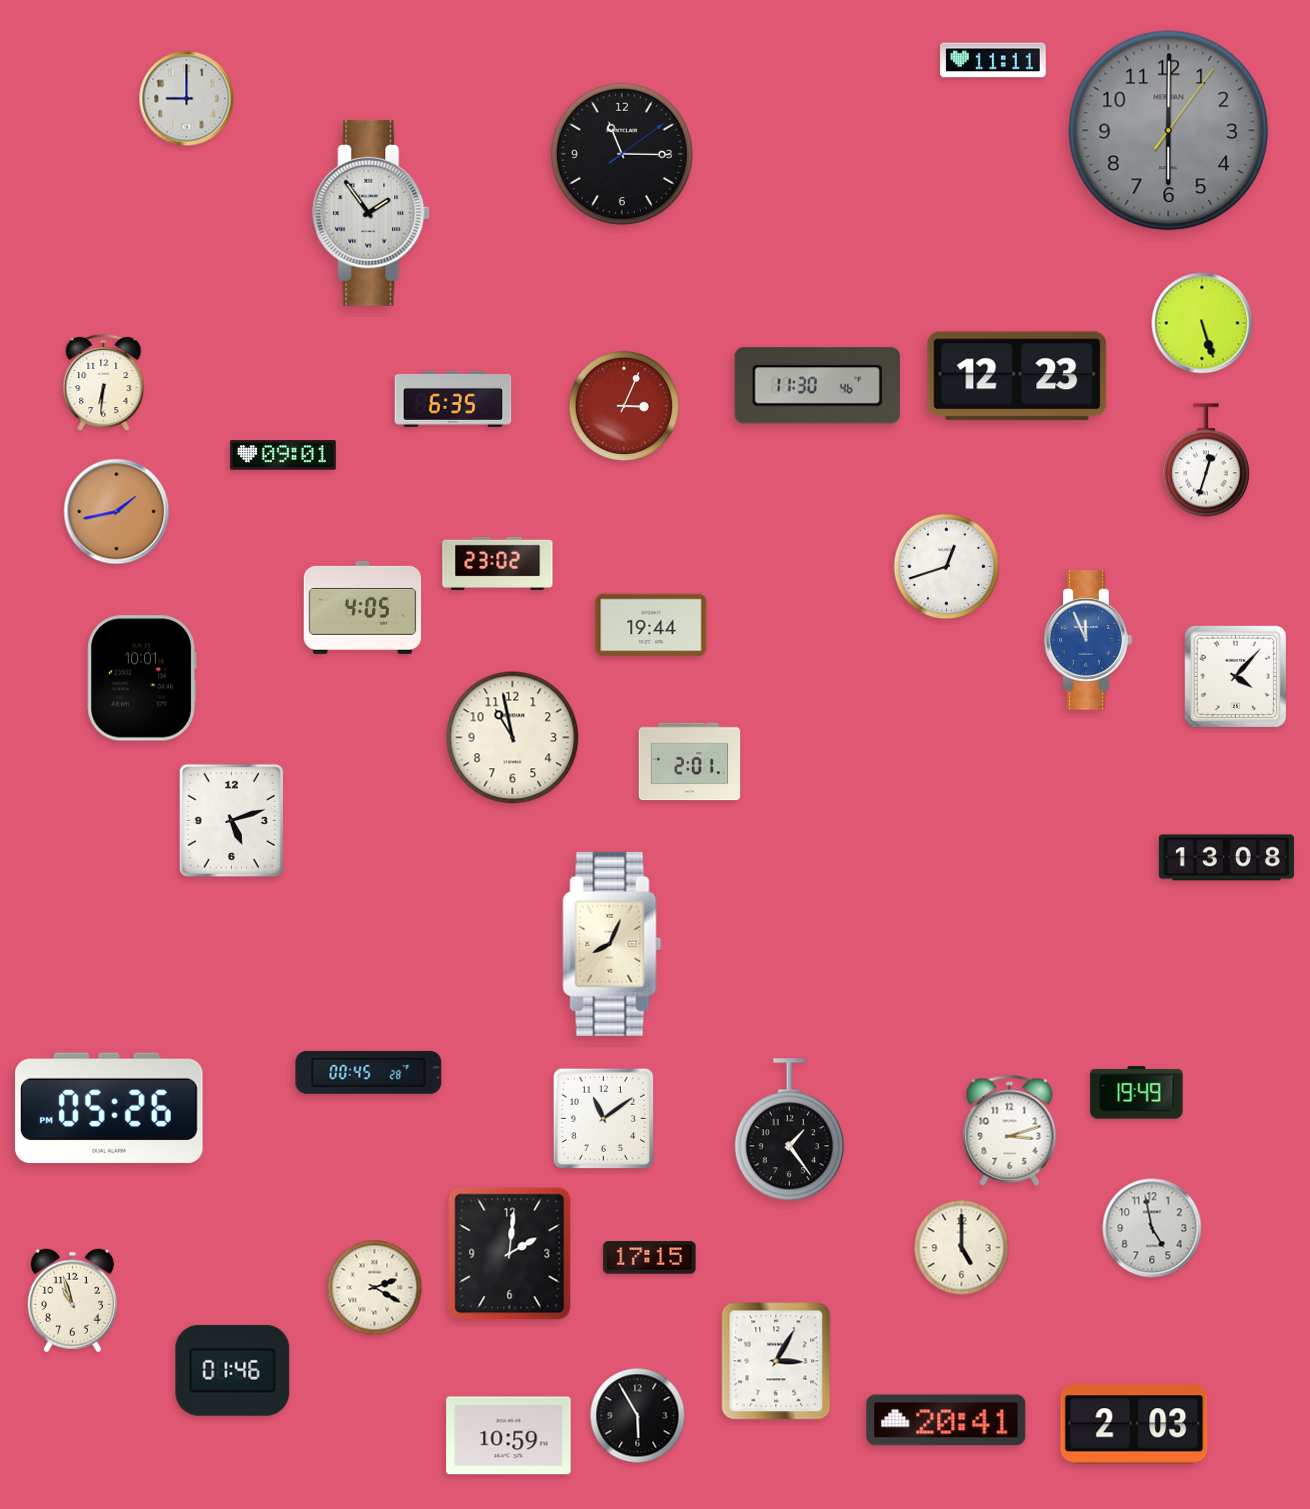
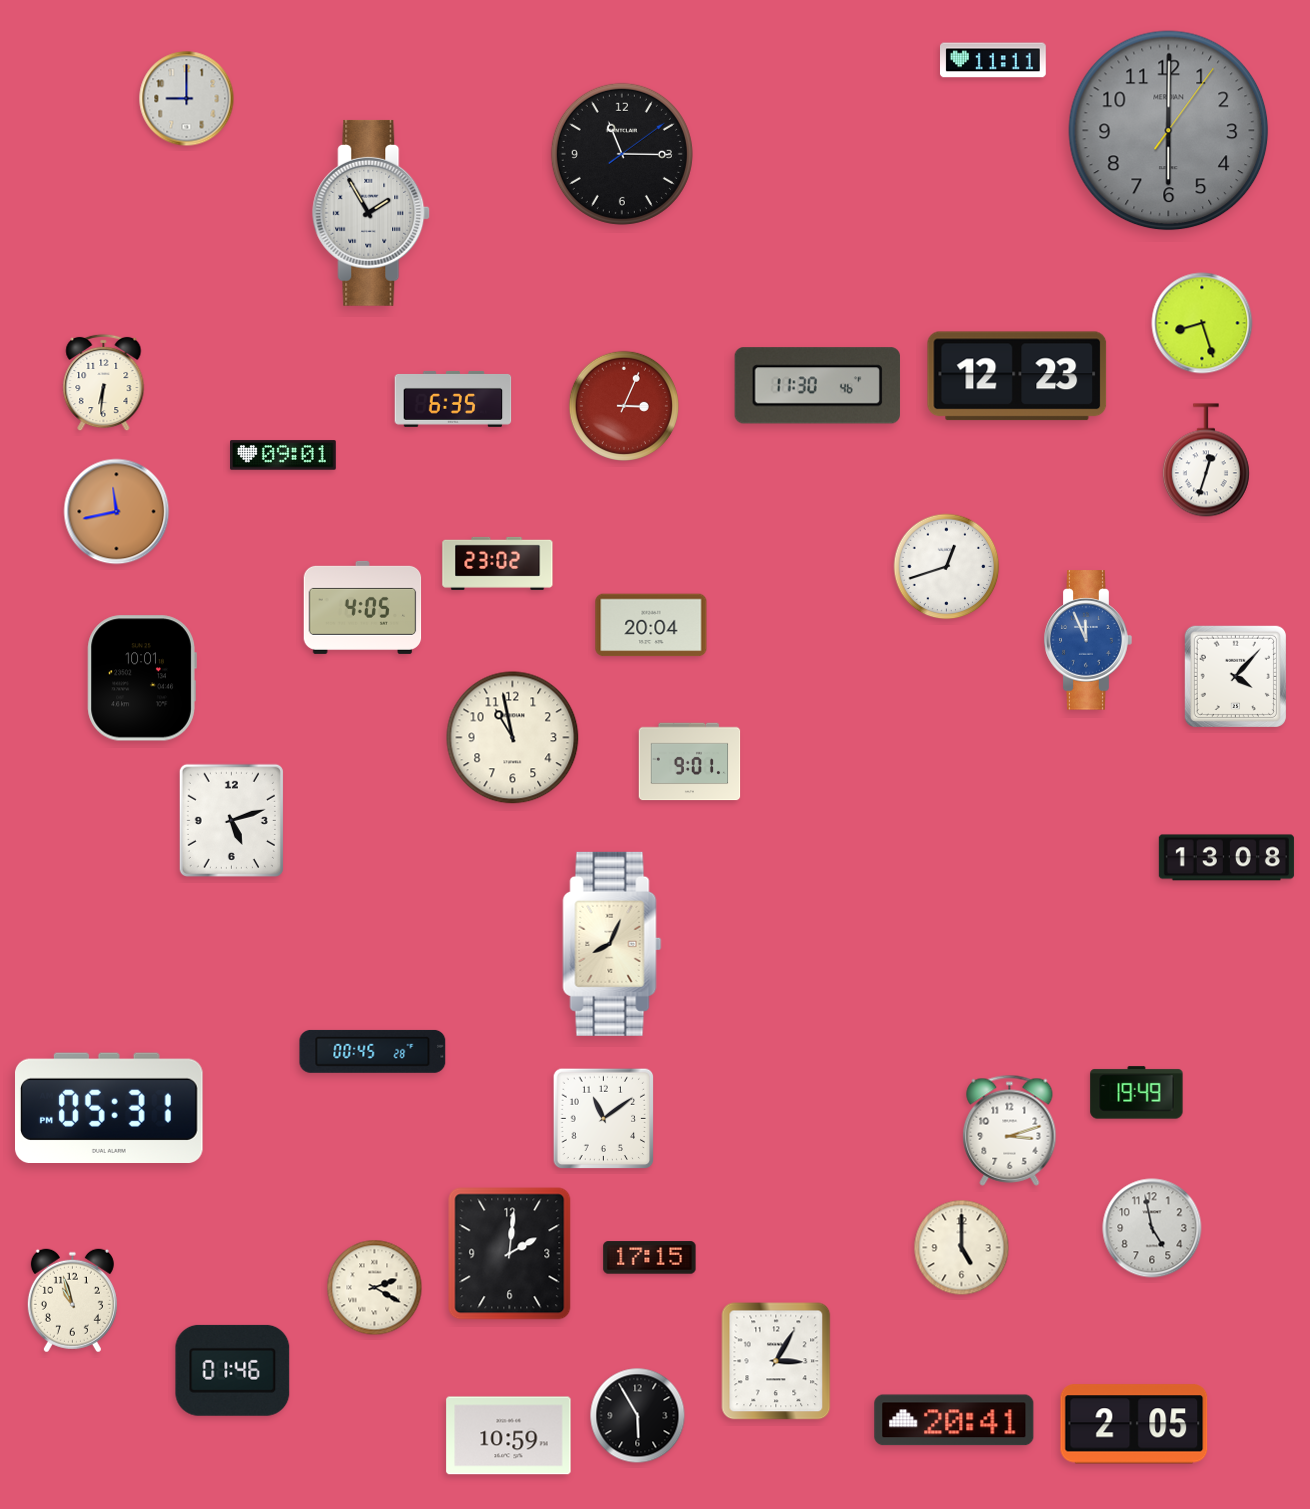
clock at (372, 213): 1:54 -> 1:55
clock at (1202, 323): 5:27 -> 8:27
clock at (117, 512): 1:43 -> 11:43
clock at (651, 625): 19:44 -> 20:04
clock at (690, 762): 2:01 -> 9:01
clock at (369, 1072) position: (369, 1072) -> (373, 1051)
clock at (110, 1107): 05:26 -> 05:31
clock at (789, 1130): 1:24 -> none
clock at (946, 1420) position: (946, 1420) -> (954, 1420)
clock at (1134, 1424): 2:03 -> 2:05
